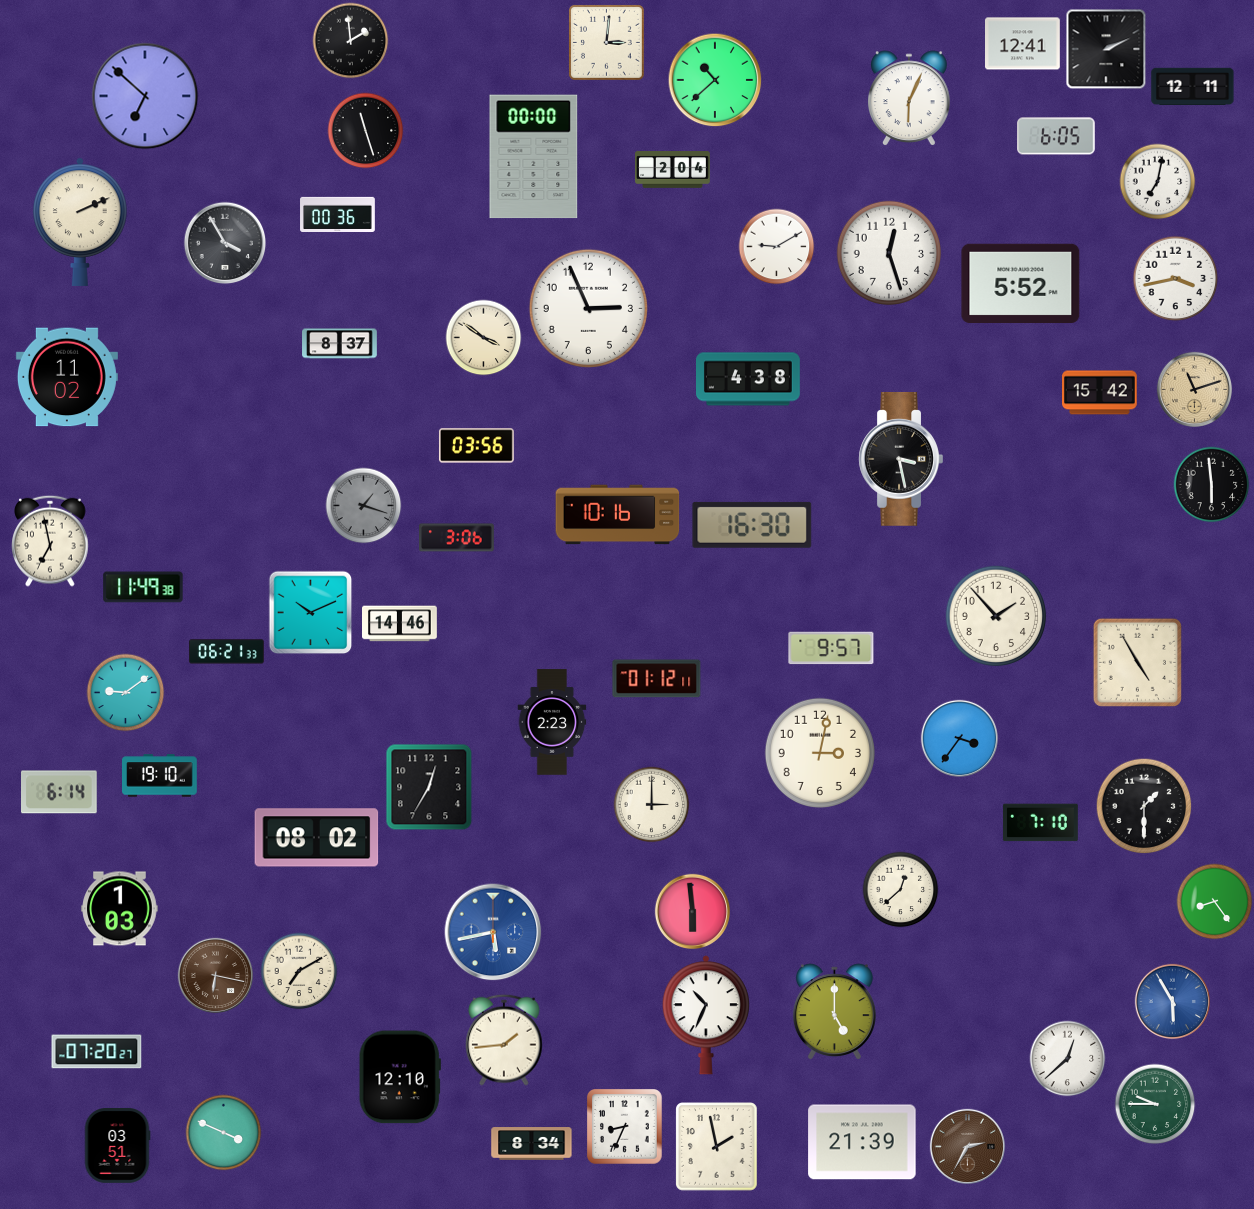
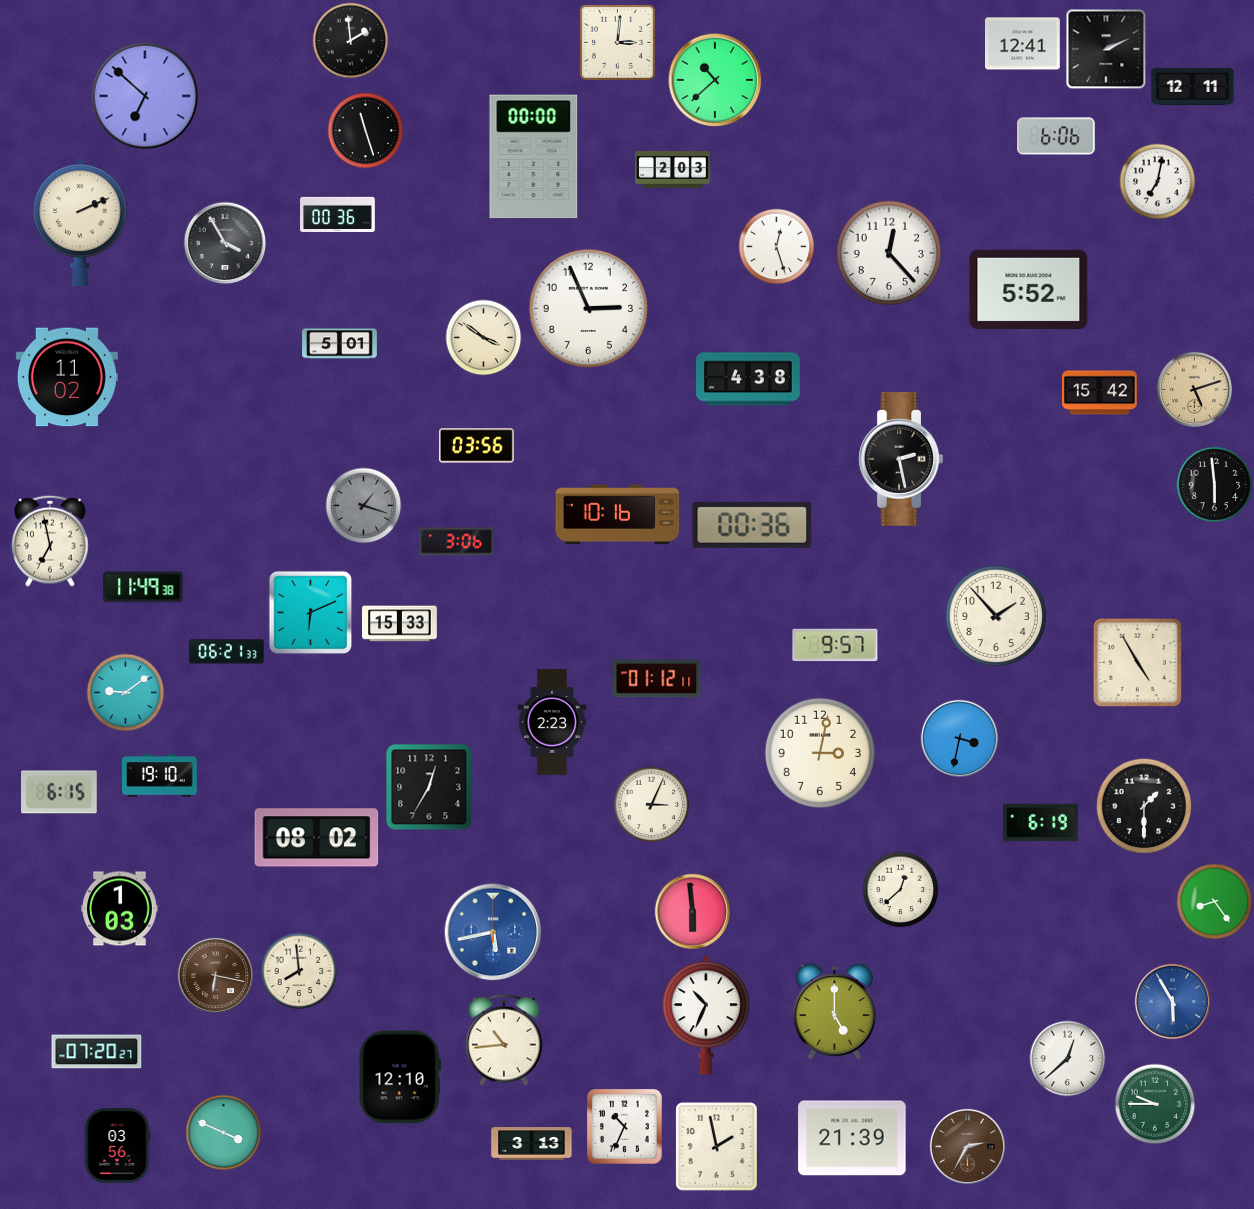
clock at (606, 42) position: (606, 42) -> (617, 42)
clock at (909, 98): 6:04 -> none
clock at (1056, 136): 6:05 -> 6:06
clock at (673, 170): 2:04 -> 2:03
clock at (777, 247): 9:10 -> 12:27
clock at (889, 253): 12:27 -> 12:23
clock at (1176, 279): 3:43 -> none
clock at (1021, 283) position: (1021, 283) -> (1029, 289)
clock at (340, 344): 8:37 -> 5:01
clock at (1194, 389): 11:12 -> 5:12
clock at (901, 460): 3:28 -> 2:28
clock at (1212, 485) position: (1212, 485) -> (1215, 485)
clock at (752, 525): 16:30 -> 00:36
clock at (457, 538) position: (457, 538) -> (457, 542)
clock at (311, 613): 10:11 -> 6:11
clock at (400, 624): 14:46 -> 15:33
clock at (831, 648) position: (831, 648) -> (835, 645)
clock at (959, 738): 3:36 -> 3:32
clock at (60, 792): 6:14 -> 6:15
clock at (652, 805): 3:00 -> 3:04
clock at (1041, 823): 7:10 -> 6:19
clock at (299, 971): 7:10 -> 7:59
clock at (504, 1040): 1:44 -> 10:44
clock at (625, 1127): 8:34 -> 10:34
clock at (862, 1142) position: (862, 1142) -> (852, 1138)
clock at (532, 1144): 8:34 -> 3:13
clock at (117, 1146): 03:51 -> 03:56
